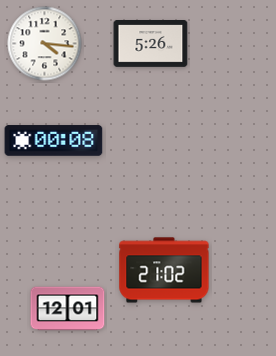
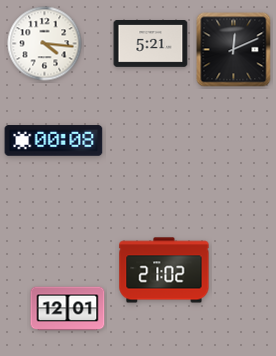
clock at (151, 44): 5:26 -> 5:21
clock at (234, 50): none -> 12:11
